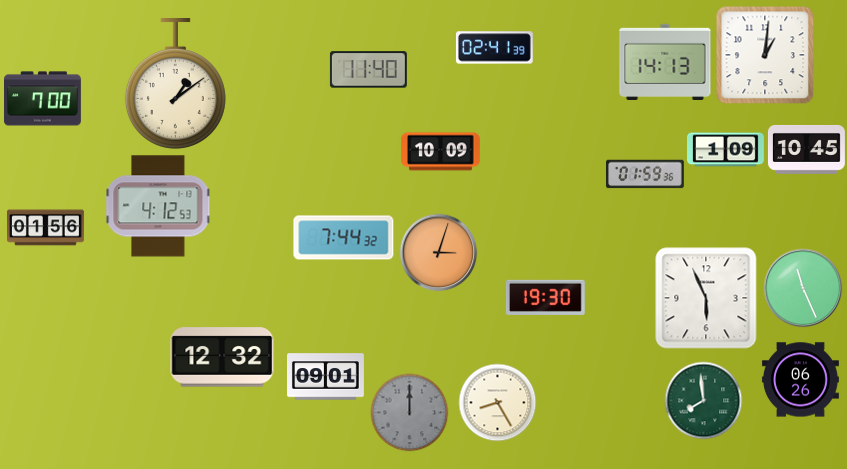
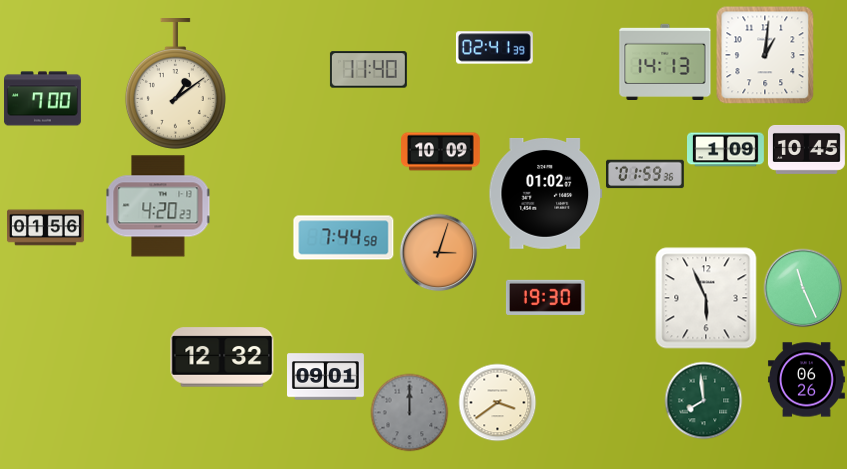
clock at (546, 194): none -> 01:02
clock at (158, 206): 4:12 -> 4:20
clock at (344, 238): 7:44:32 -> 7:44:58
clock at (800, 380) position: (800, 380) -> (806, 380)
clock at (497, 402): 8:25 -> 3:39
